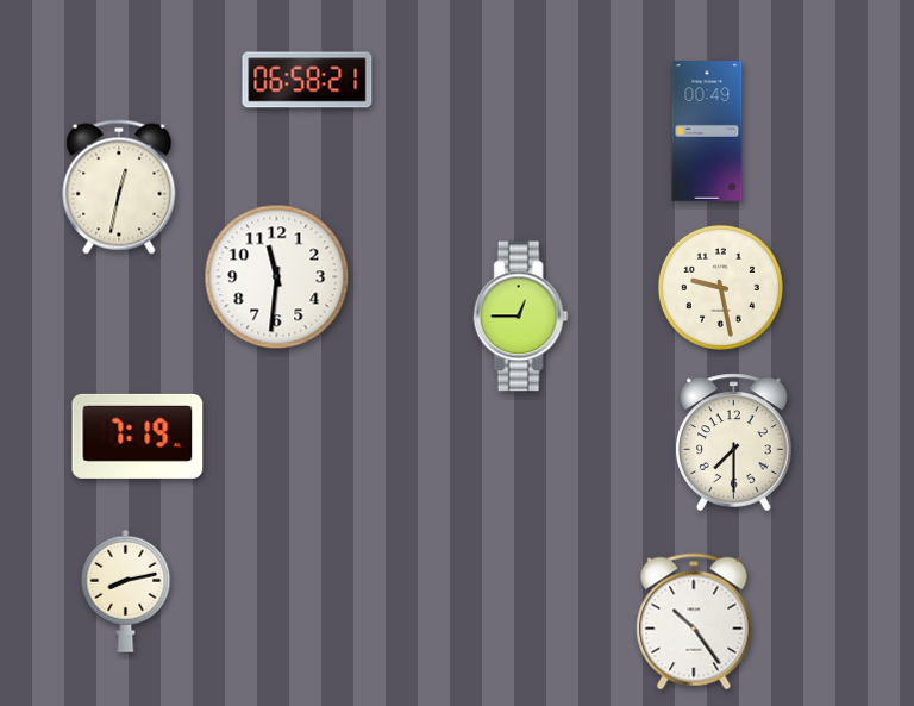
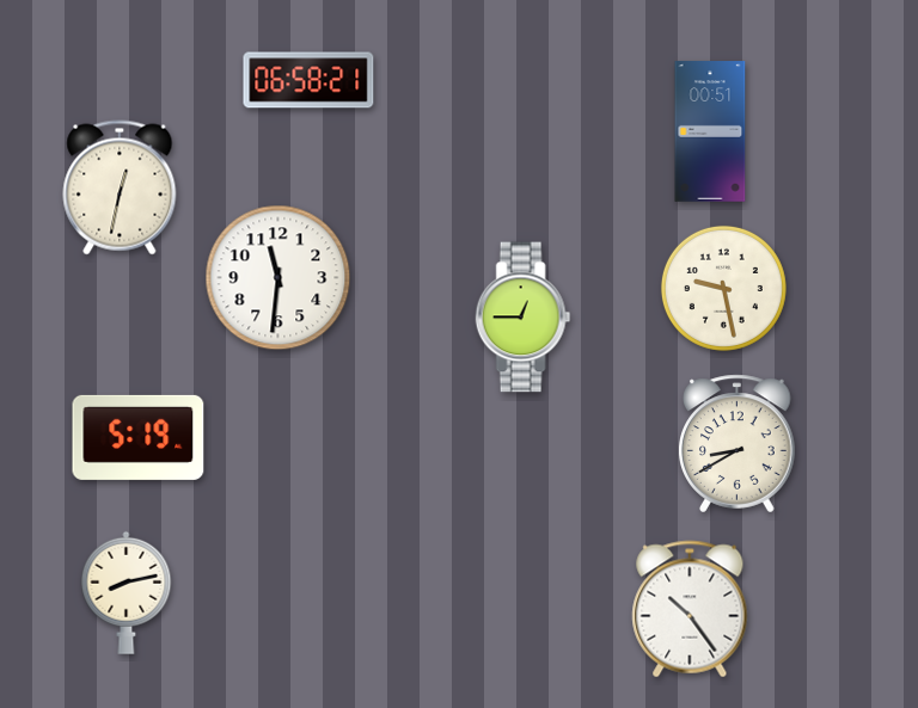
clock at (707, 131): 00:49 -> 00:51
clock at (138, 436): 7:19 -> 5:19
clock at (734, 443): 7:30 -> 8:40
clock at (694, 621) position: (694, 621) -> (690, 609)
